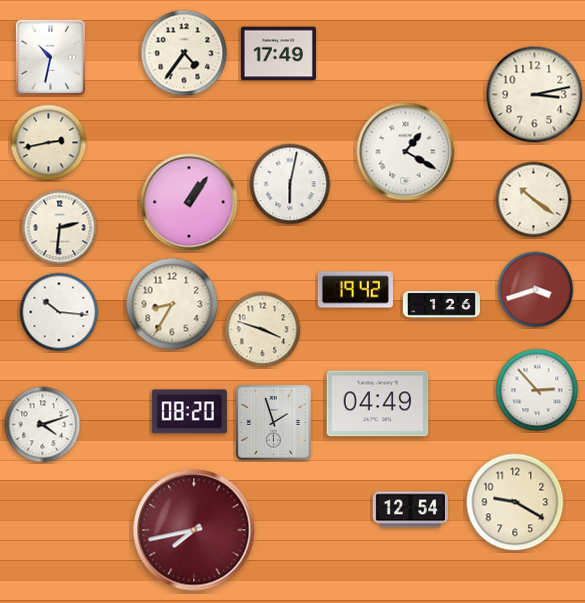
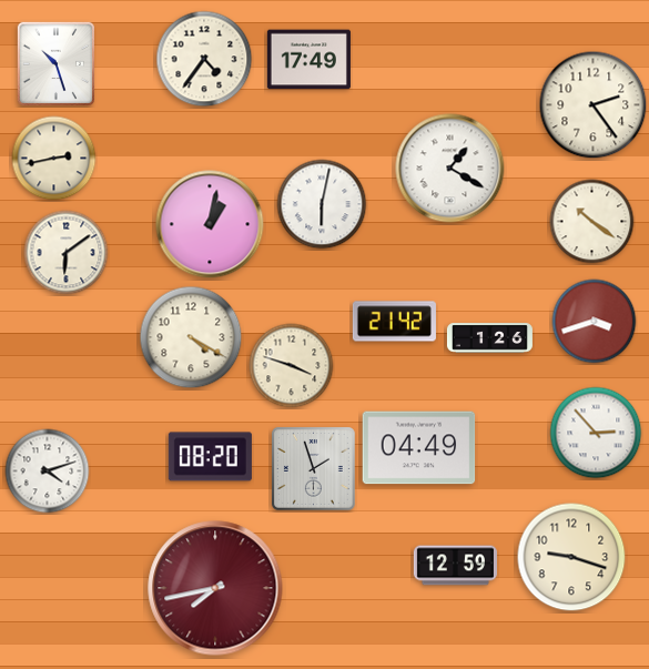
clock at (50, 57): 10:32 -> 10:27
clock at (535, 95): 3:13 -> 2:24
clock at (189, 202): 1:06 -> 1:02
clock at (60, 228): 2:31 -> 6:09
clock at (355, 290): 19:42 -> 21:42
clock at (172, 304): 8:35 -> 4:20
clock at (59, 312): 10:16 -> none
clock at (273, 422) position: (273, 422) -> (313, 468)
clock at (515, 502): 9:20 -> 9:18
clock at (410, 510): 12:54 -> 12:59
